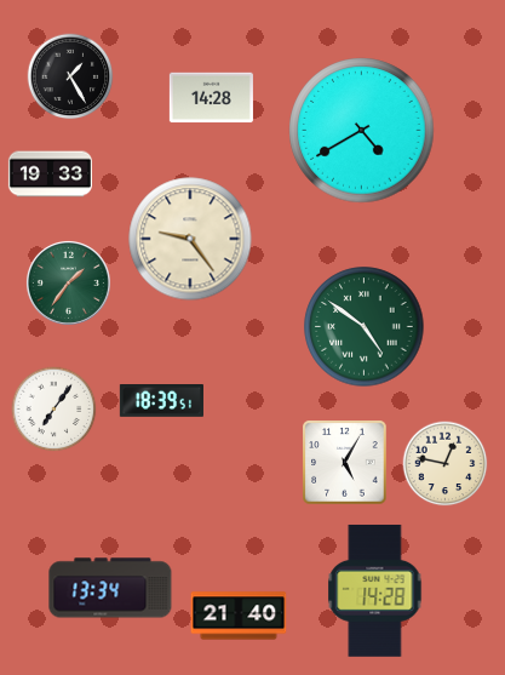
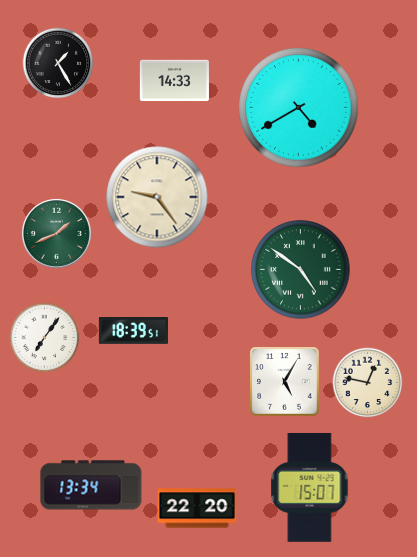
clock at (211, 98): 14:28 -> 14:33
clock at (50, 175): 19:33 -> none
clock at (68, 282): 1:36 -> 1:41
clock at (375, 591): 14:28 -> 15:07
clock at (239, 616): 21:40 -> 22:20
